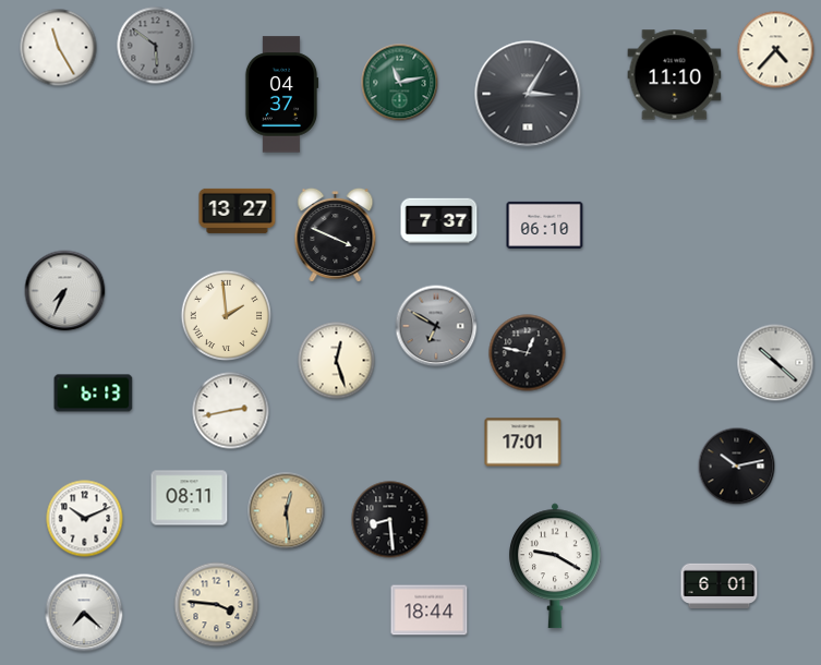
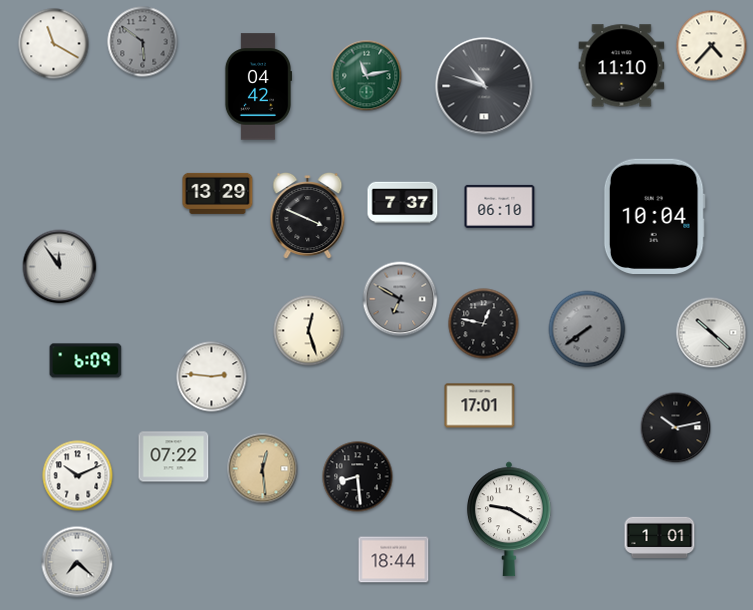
clock at (59, 48): 11:25 -> 11:20
clock at (675, 75) position: (675, 75) -> (622, 66)
clock at (528, 94): 3:05 -> 10:48
clock at (281, 95): 04:37 -> 04:42
clock at (238, 210): 13:27 -> 13:29
clock at (654, 216): none -> 10:04
clock at (65, 291): 7:34 -> 11:54
clock at (226, 315): 1:59 -> none
clock at (587, 329): none -> 7:39
clock at (94, 394): 6:13 -> 6:09
clock at (231, 411): 2:43 -> 2:46
clock at (190, 498): 08:11 -> 07:22
clock at (720, 585): 6:01 -> 1:01
clock at (217, 605): 3:46 -> none
